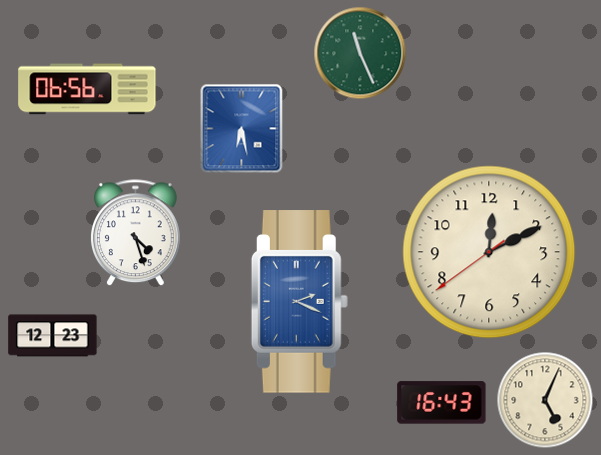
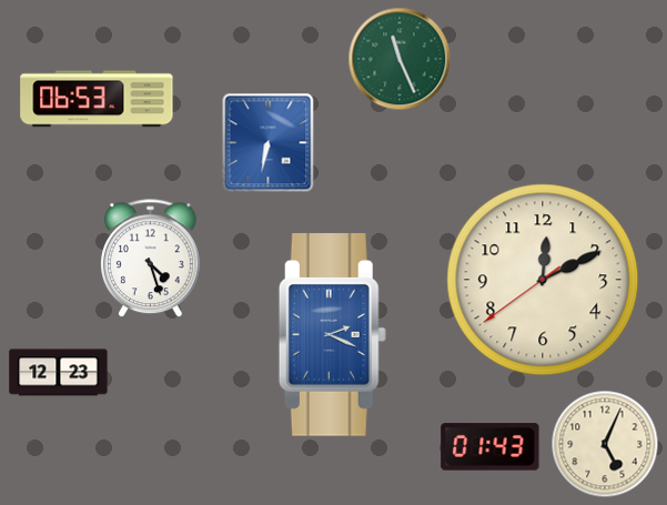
clock at (87, 89): 06:56 -> 06:53
clock at (242, 128): 6:28 -> 6:32
clock at (442, 403): 16:43 -> 01:43
